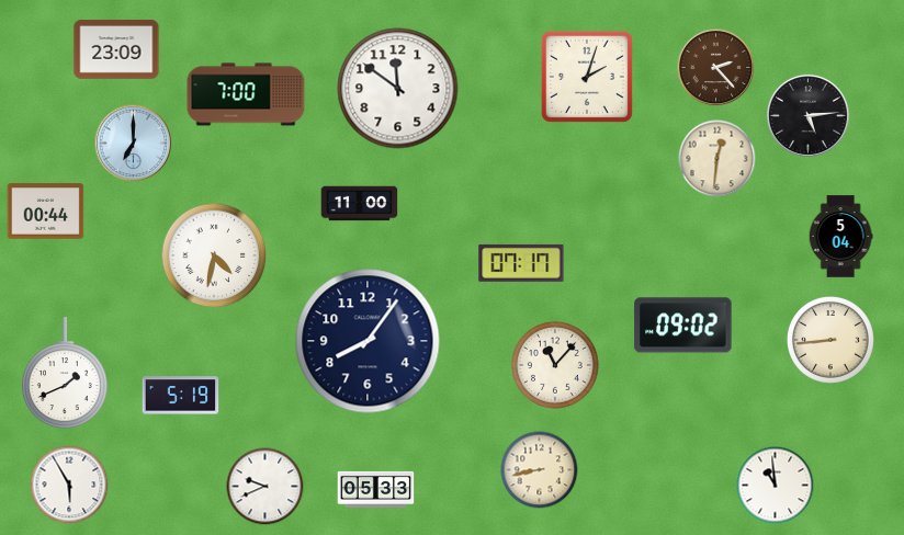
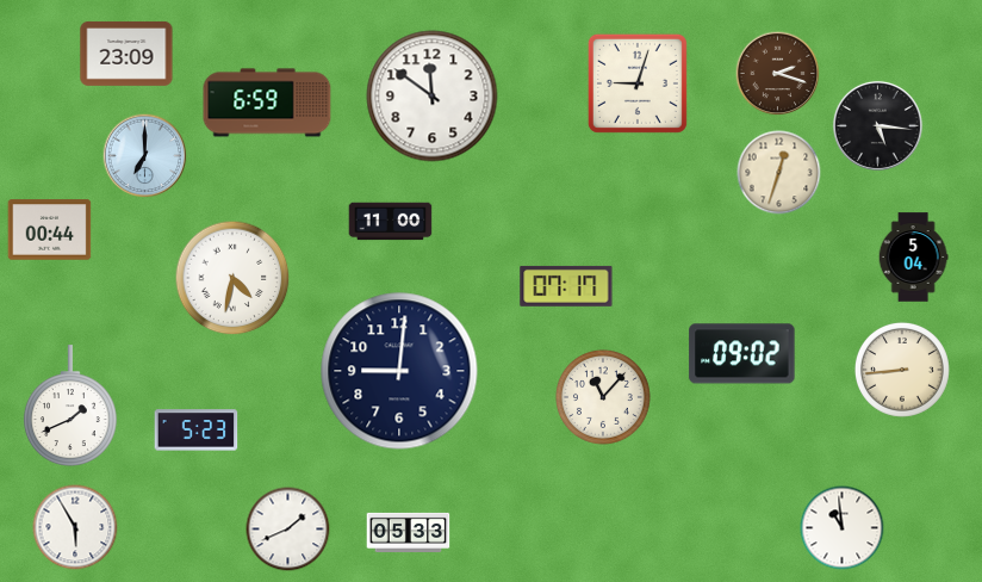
clock at (716, 68): 2:23 -> 2:18
clock at (587, 77): 2:03 -> 9:03
clock at (246, 94): 7:00 -> 6:59
clock at (807, 115): 5:14 -> 5:16
clock at (717, 159): 12:31 -> 12:33
clock at (368, 341): 8:06 -> 9:01
clock at (181, 396): 5:19 -> 5:23
clock at (540, 470): 8:43 -> none
clock at (265, 487): 9:41 -> 1:41
